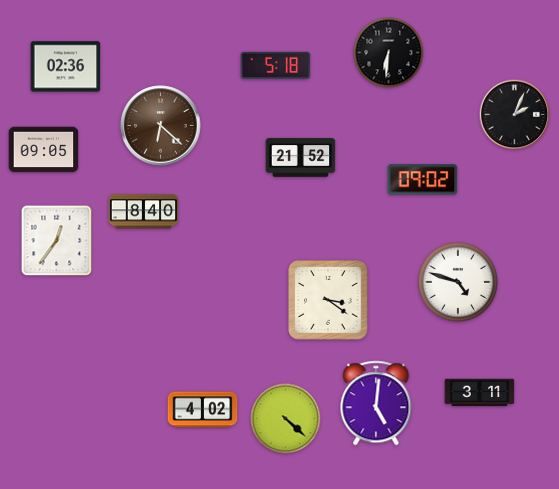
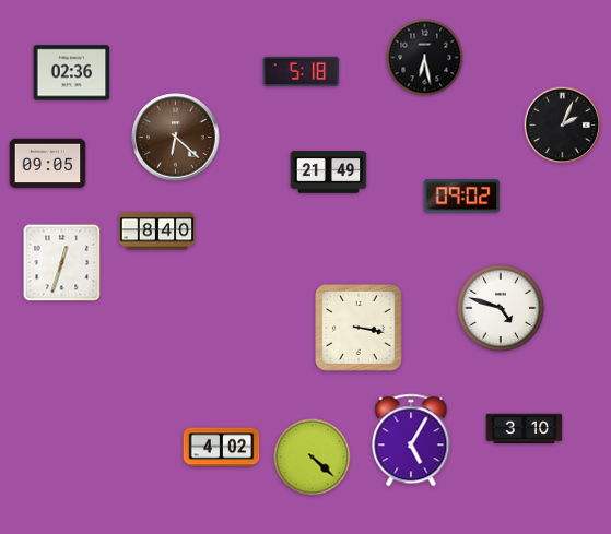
clock at (389, 53): 6:31 -> 6:28
clock at (301, 158): 21:52 -> 21:49
clock at (57, 241): 12:36 -> 12:33
clock at (329, 301): 3:21 -> 3:17
clock at (480, 393): 3:11 -> 3:10
clock at (376, 403): 5:01 -> 5:05
